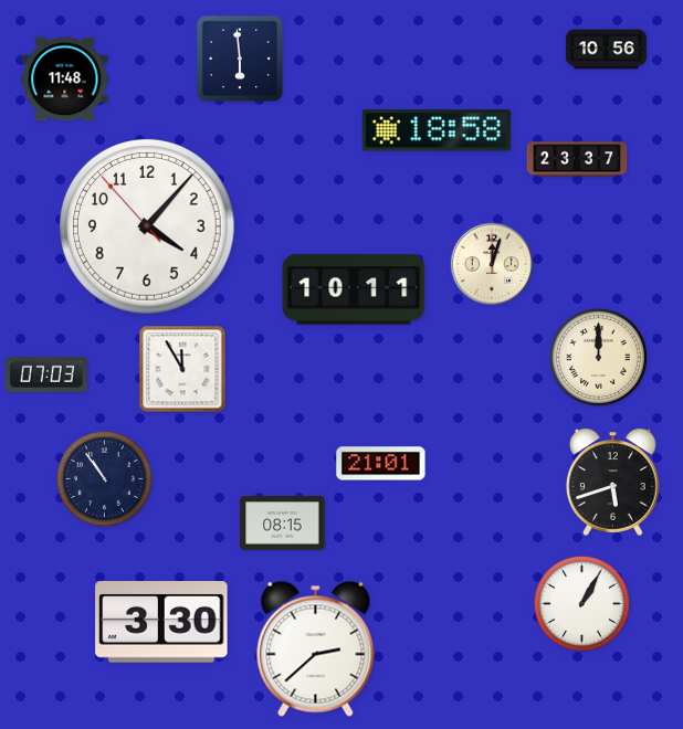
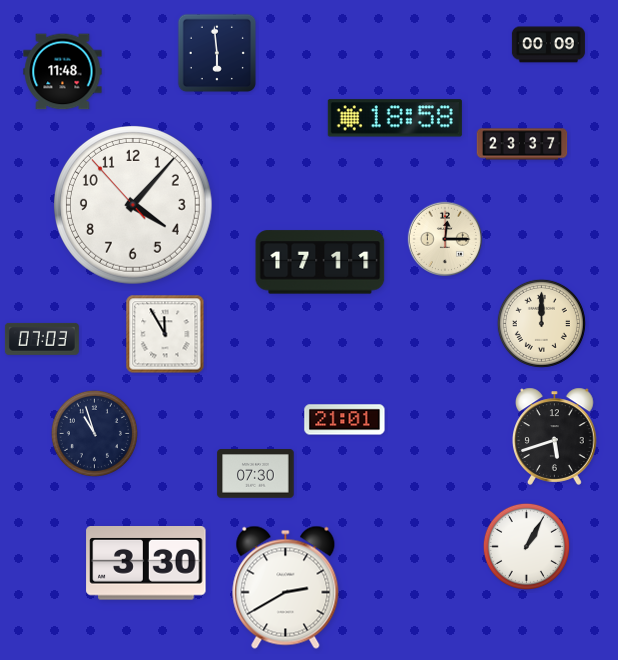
clock at (606, 50): 10:56 -> 00:09
clock at (65, 80) position: (65, 80) -> (63, 72)
clock at (491, 263): 12:03 -> 12:15
clock at (354, 289): 10:11 -> 17:11
clock at (104, 478): 10:54 -> 10:57
clock at (283, 524): 08:15 -> 07:30
clock at (316, 648): 2:38 -> 2:40
